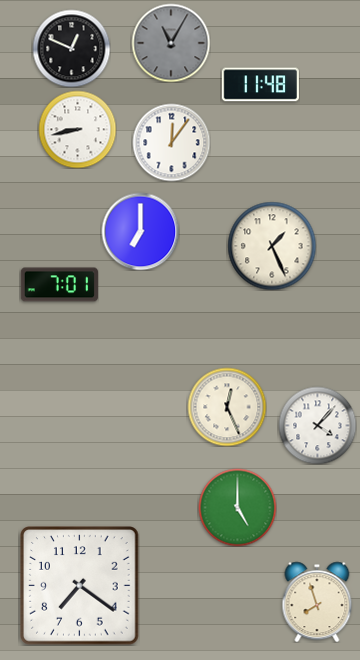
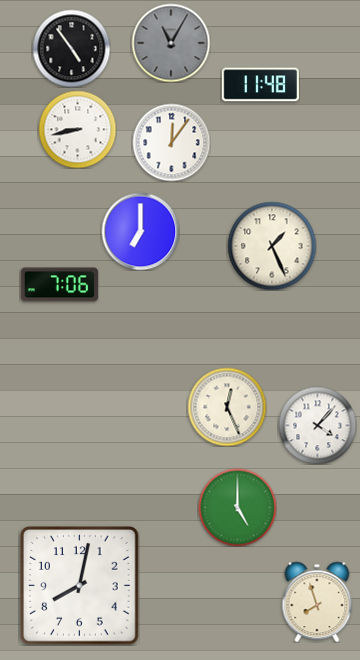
clock at (71, 48): 12:49 -> 4:54
clock at (59, 285): 7:01 -> 7:06
clock at (80, 586): 7:21 -> 8:02
